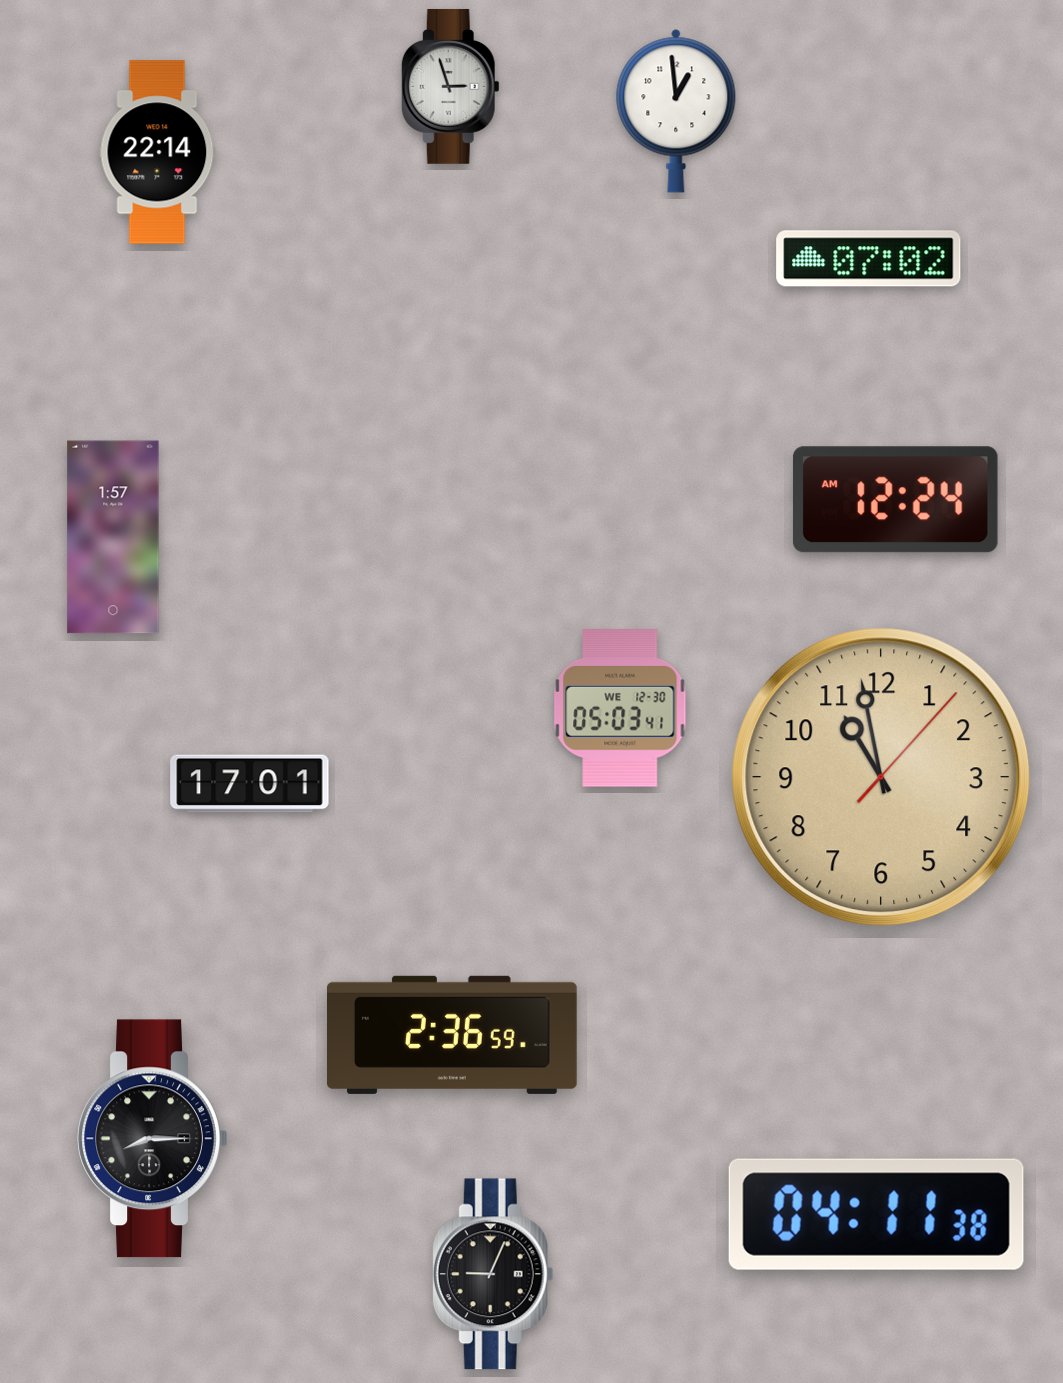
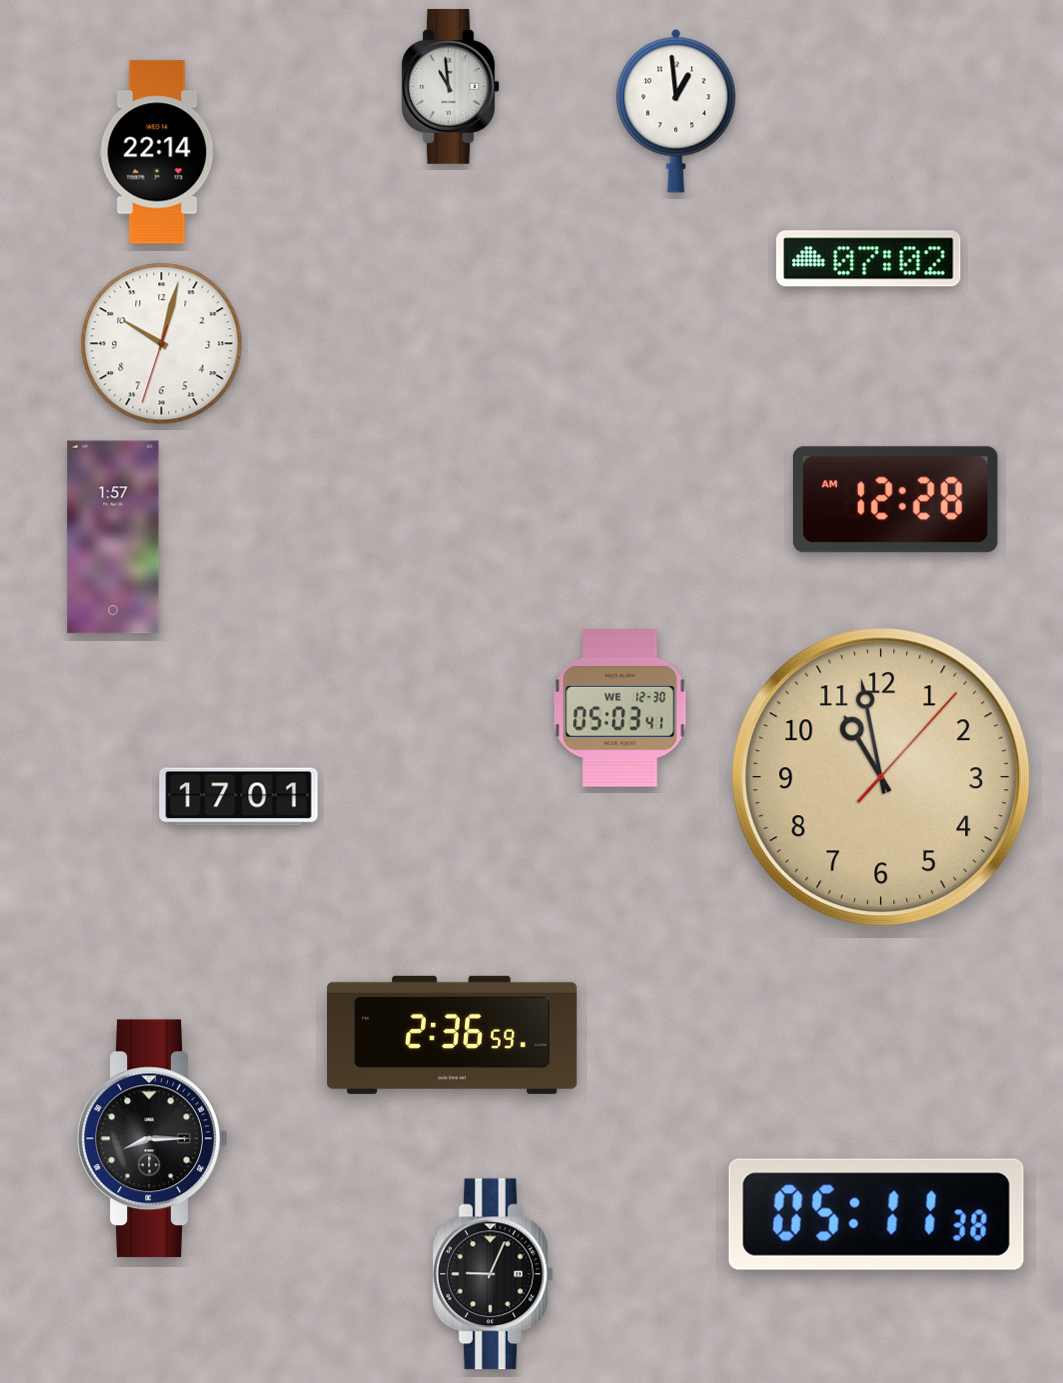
clock at (450, 86): 2:57 -> 10:59
clock at (162, 344): none -> 10:02
clock at (895, 500): 12:24 -> 12:28
clock at (250, 784) position: (250, 784) -> (239, 797)
clock at (876, 1214): 04:11 -> 05:11
